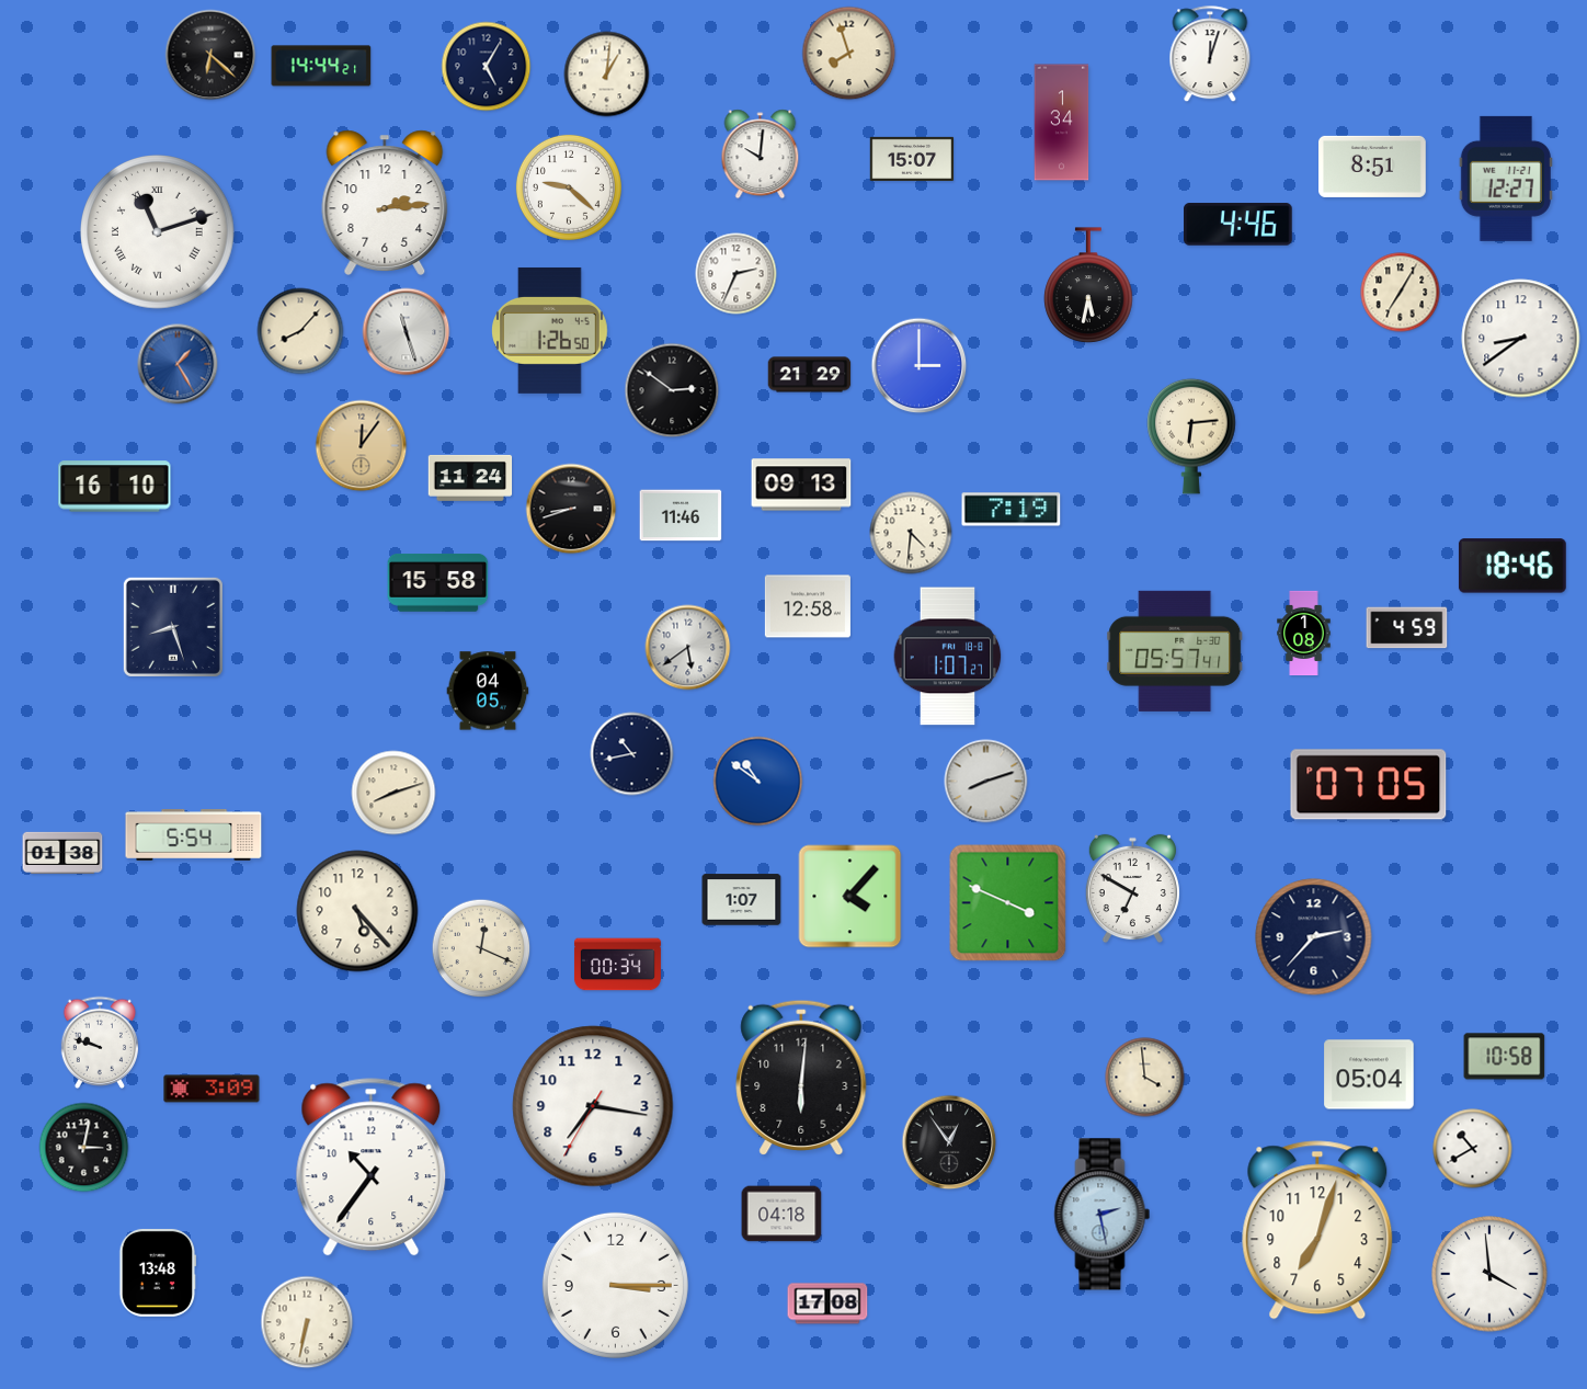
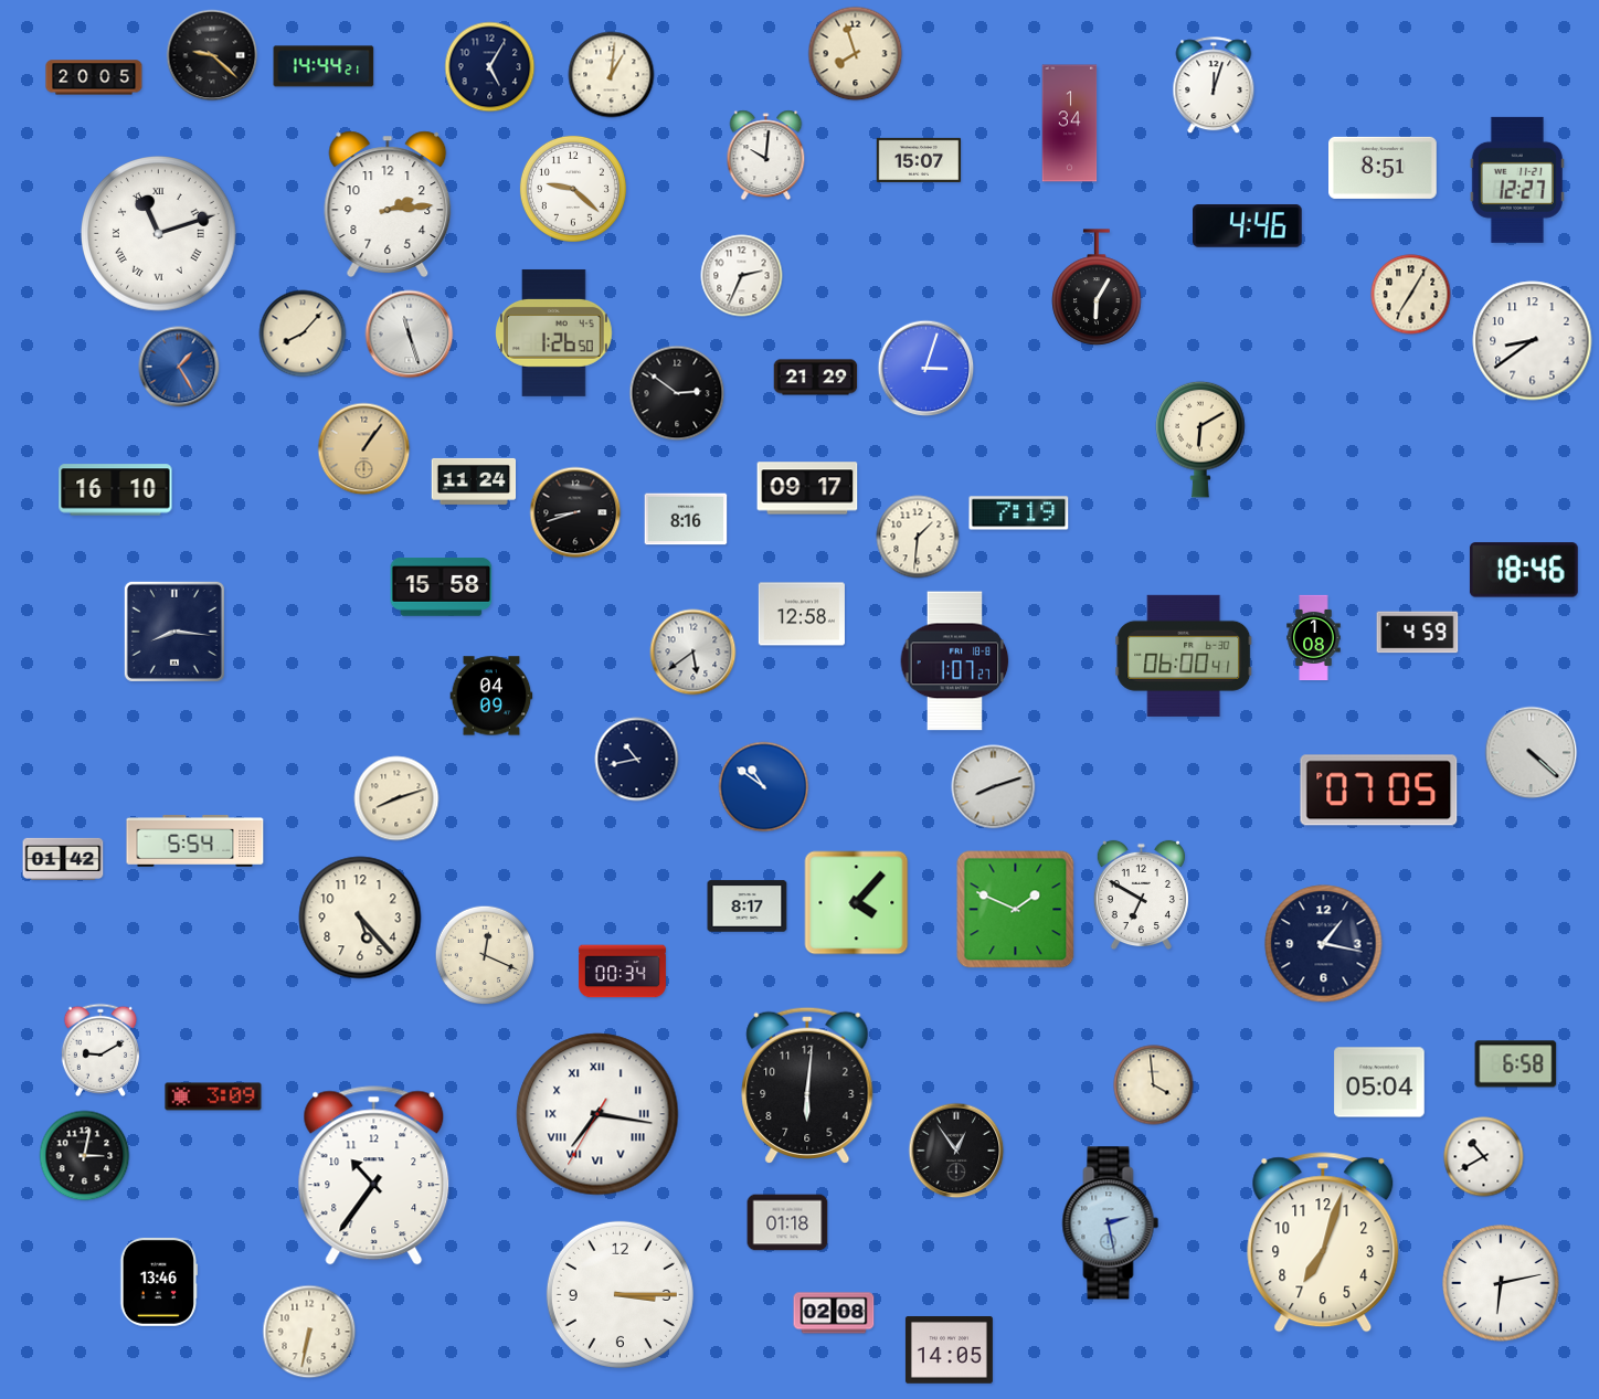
clock at (210, 55): 6:22 -> 9:22
clock at (1210, 55) position: (1210, 55) -> (1214, 86)
clock at (94, 77): none -> 20:05
clock at (1088, 285): 5:32 -> 6:05
clock at (920, 366): 3:00 -> 3:03
clock at (1191, 436): 6:14 -> 6:10
clock at (362, 446): 12:06 -> 1:06
clock at (801, 485): 09:13 -> 09:17
clock at (681, 515): 11:46 -> 8:16
clock at (911, 533): 4:31 -> 1:31
clock at (808, 606) position: (808, 606) -> (802, 614)
clock at (173, 627): 8:27 -> 8:16
clock at (1175, 651): 05:57 -> 06:00
clock at (488, 691): 04:05 -> 04:09
clock at (1532, 753): none -> 4:22
clock at (62, 853): 01:38 -> 01:42
clock at (742, 900): 1:07 -> 8:17
clock at (1008, 903): 3:49 -> 1:49
clock at (1314, 937): 2:37 -> 1:17
clock at (99, 1043): 9:48 -> 9:10
clock at (1505, 1057): 10:58 -> 6:58
clock at (593, 1106) numerals: Arabic -> Roman
clock at (781, 1214): 04:18 -> 01:18
clock at (1317, 1230) position: (1317, 1230) -> (1323, 1242)
clock at (158, 1273): 13:48 -> 13:46
clock at (1489, 1274): 3:59 -> 6:13
clock at (827, 1303): 17:08 -> 02:08
clock at (949, 1350): none -> 14:05
